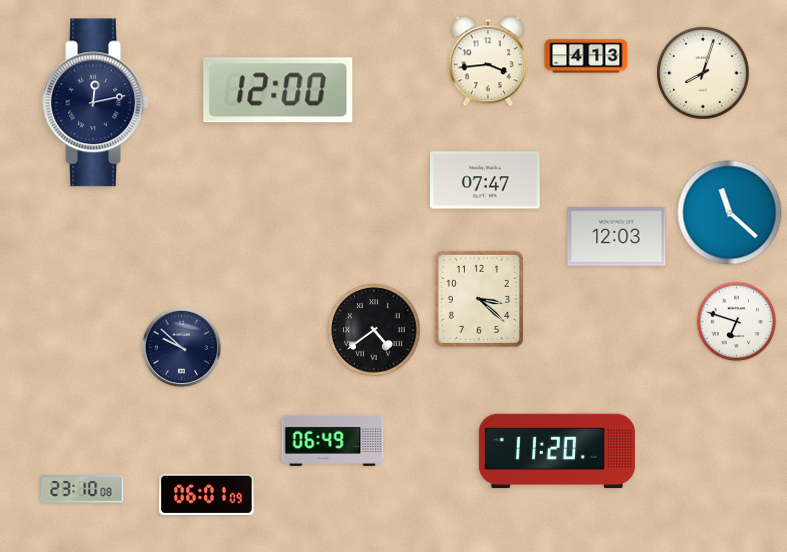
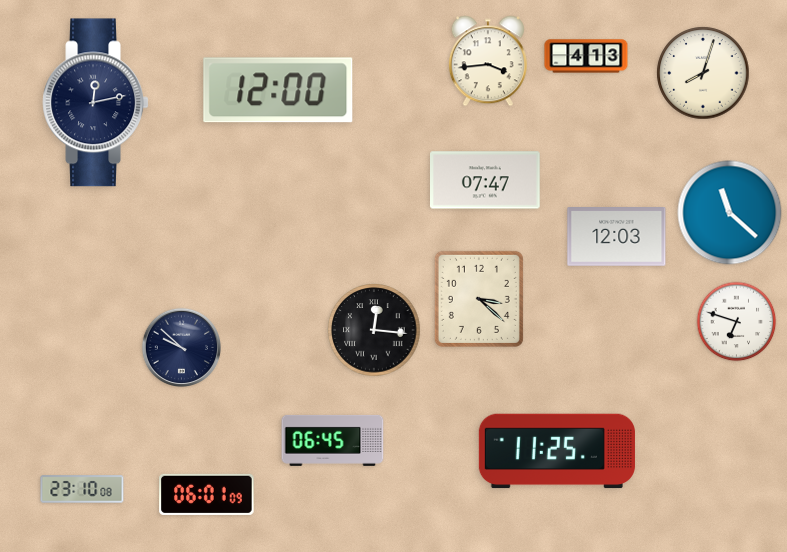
clock at (374, 330): 4:39 -> 12:16
clock at (333, 440): 06:49 -> 06:45
clock at (557, 451): 11:20 -> 11:25
